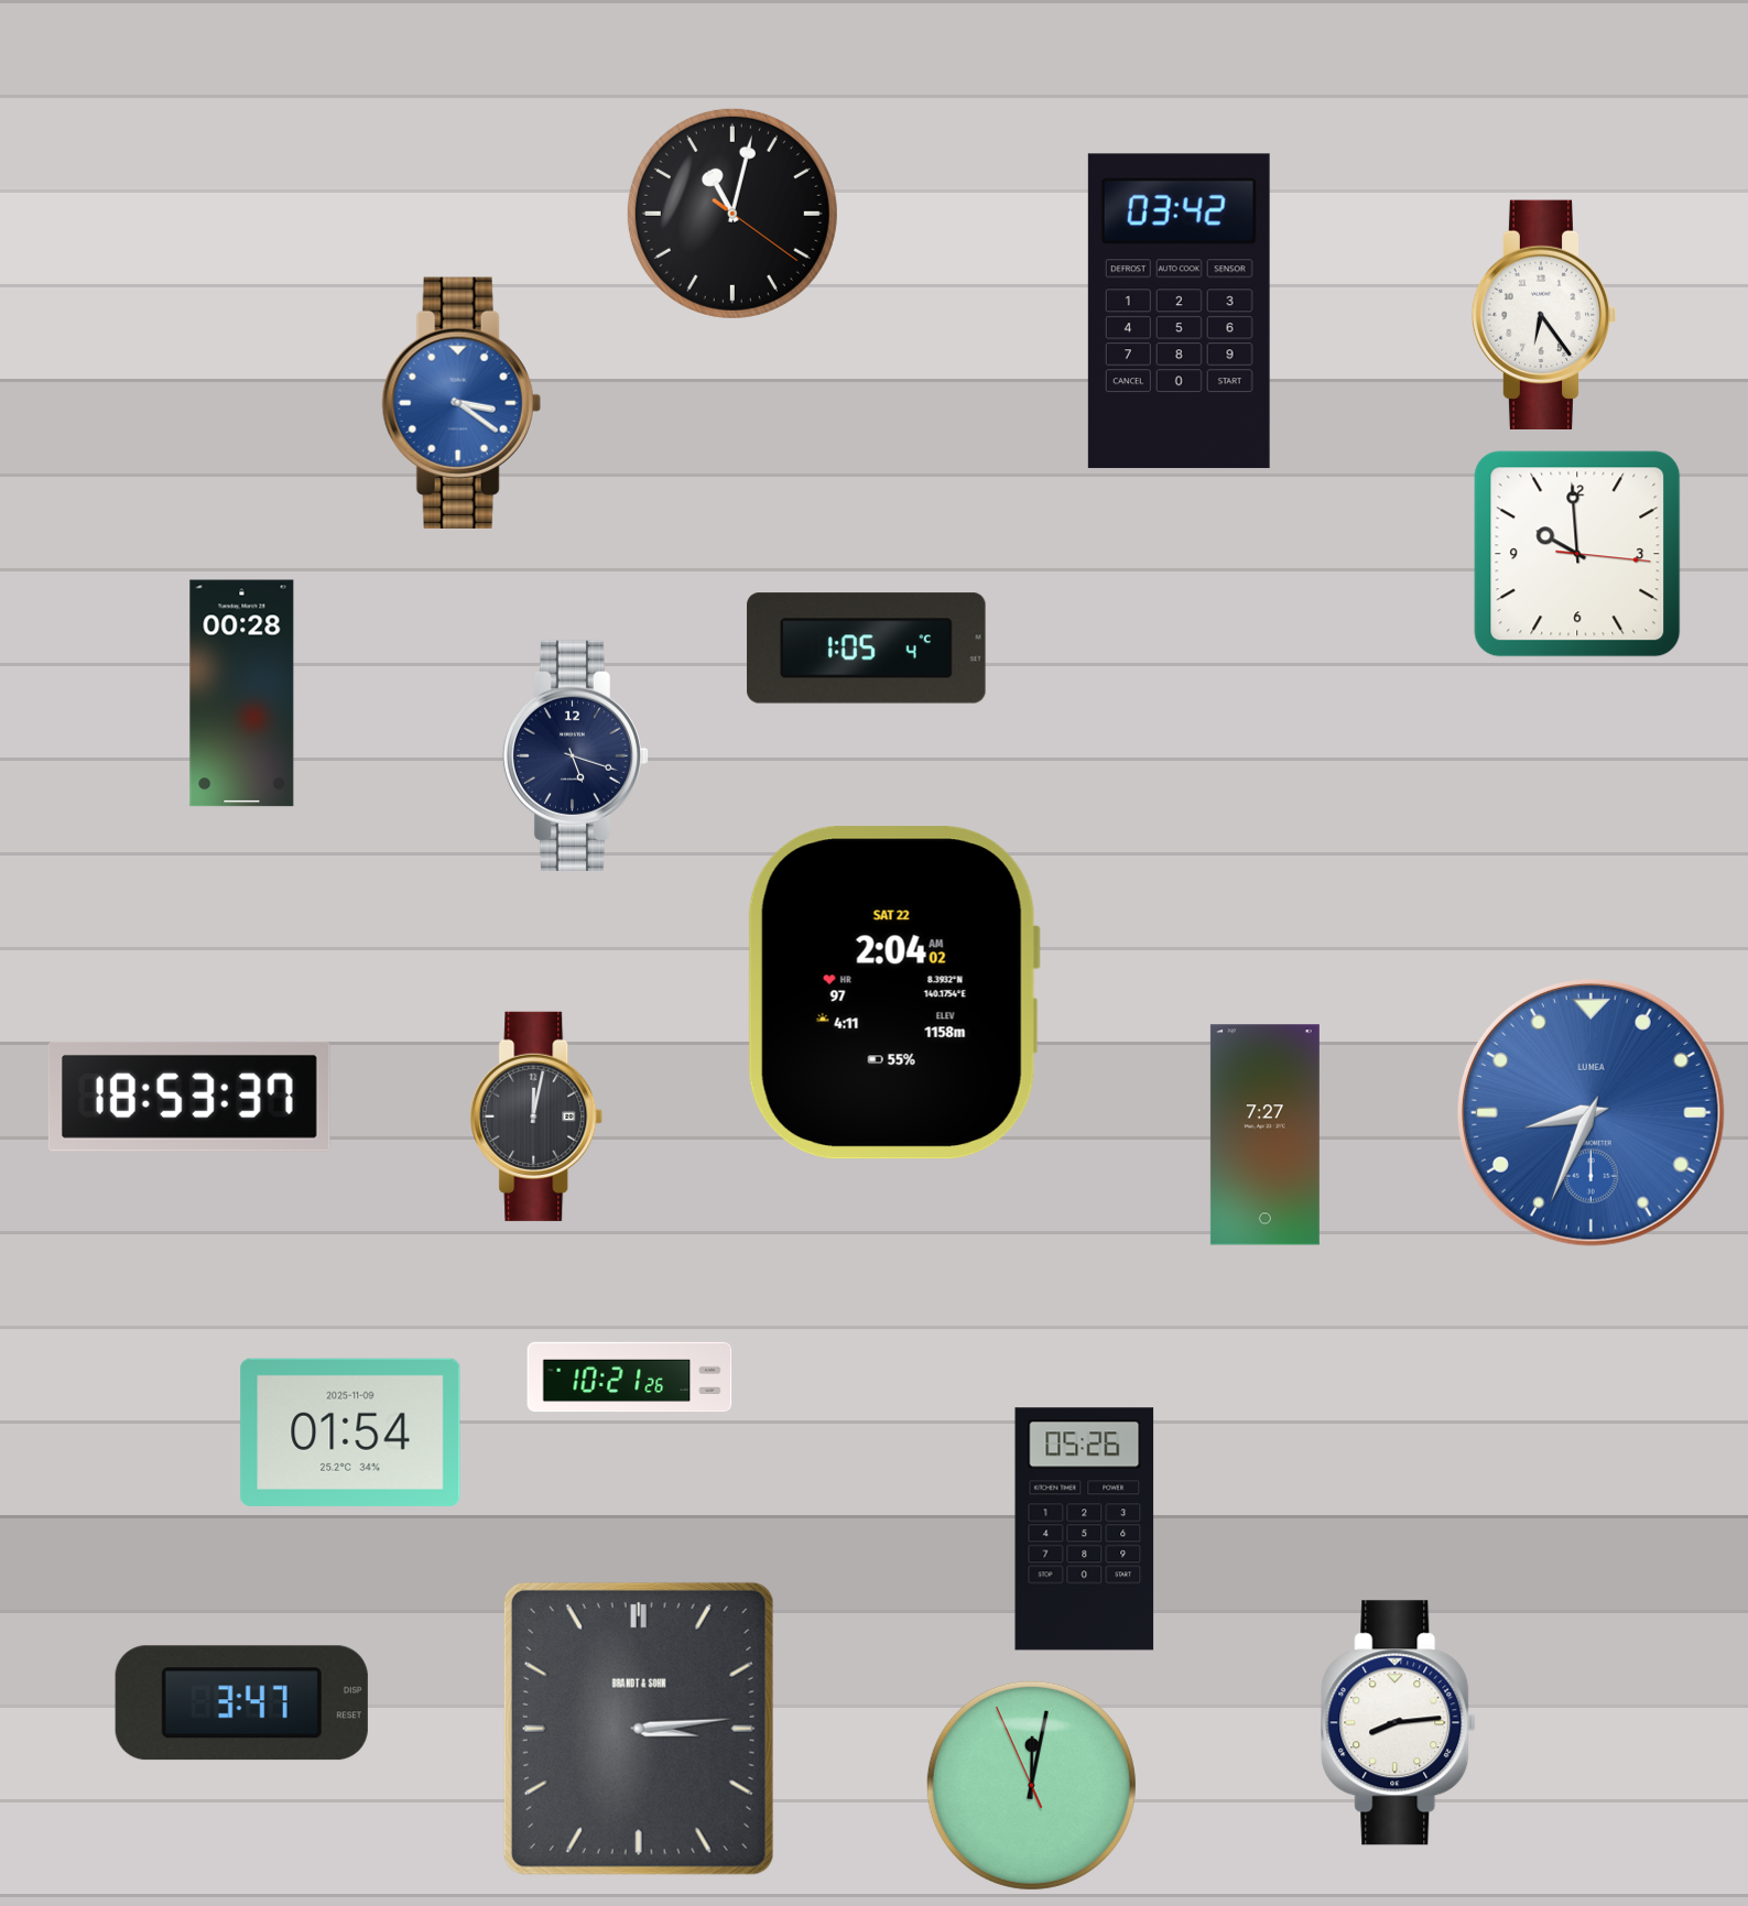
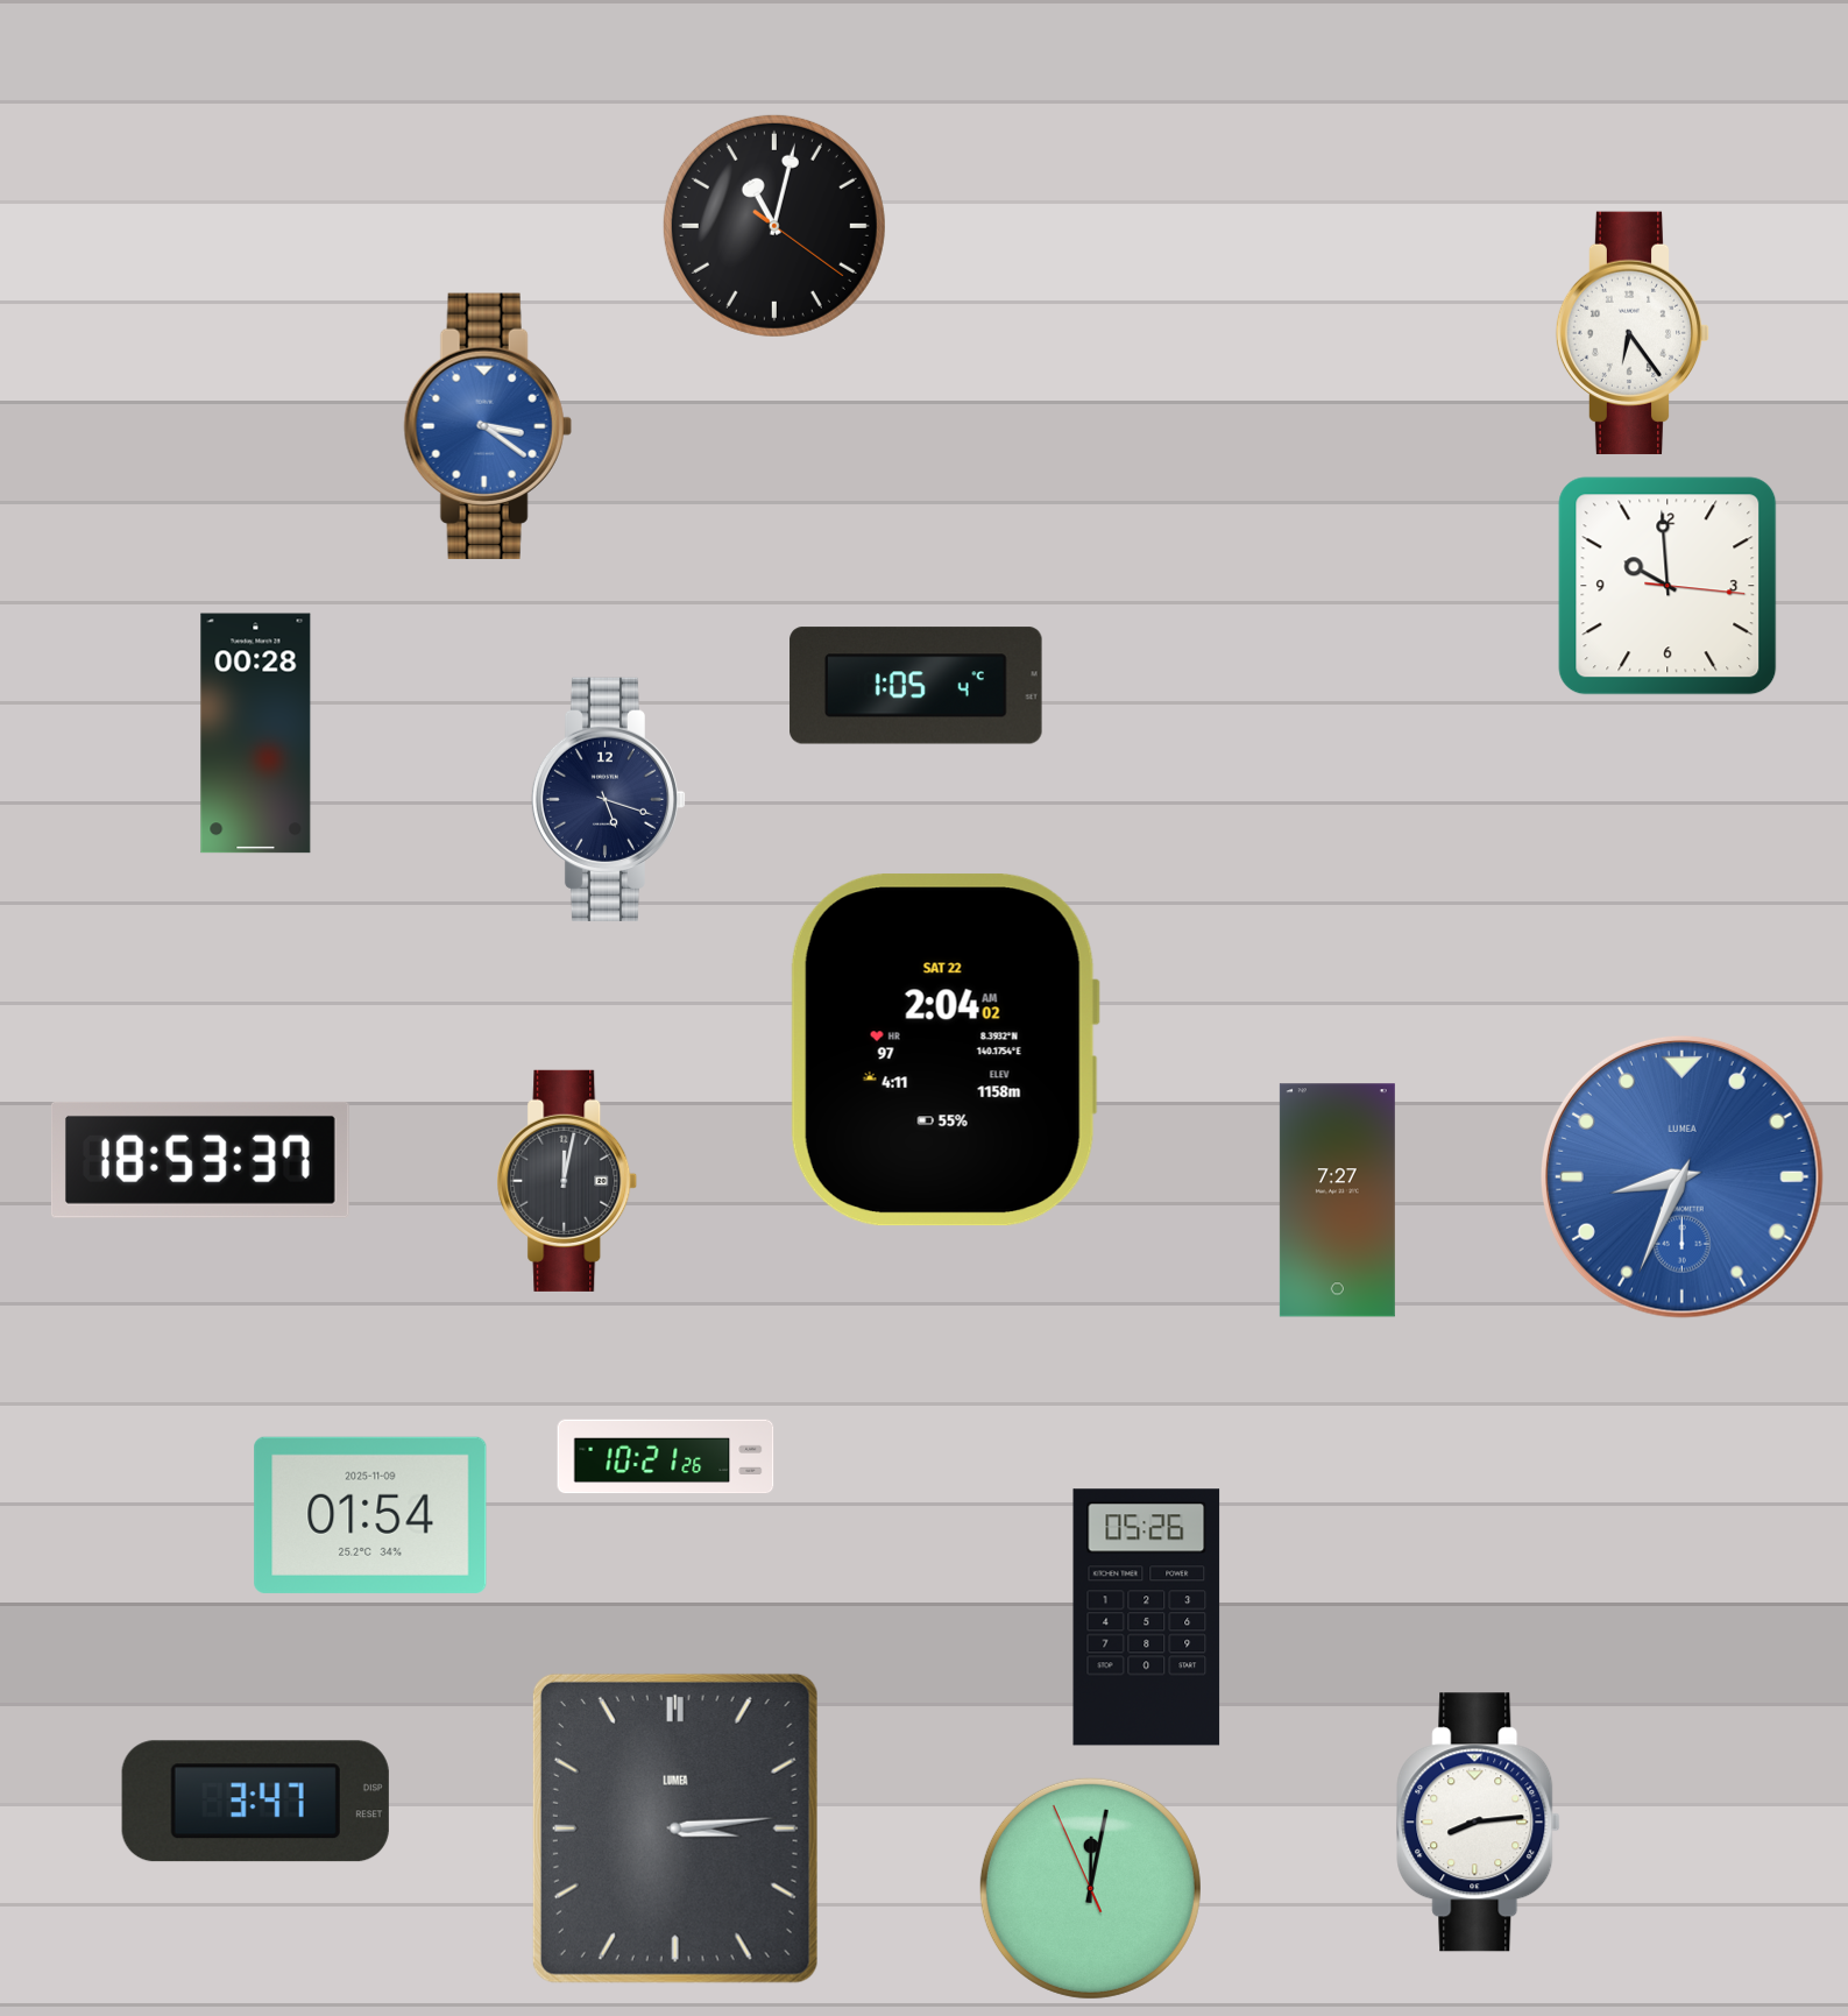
clock at (1179, 312): 03:42 -> none
clock at (639, 1729) brand: BRANDT & SOHN -> LUMEA
